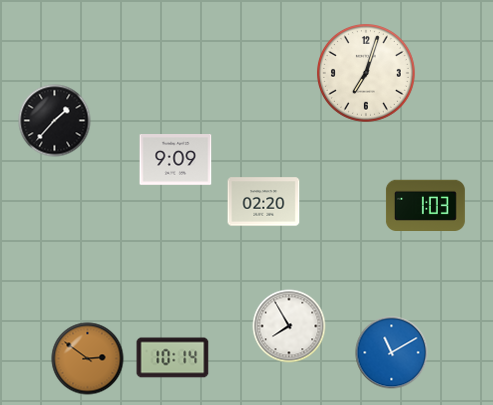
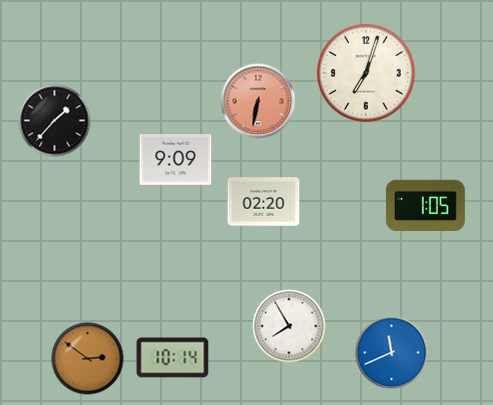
clock at (258, 101): none -> 6:32
clock at (425, 205): 1:03 -> 1:05
clock at (392, 353): 11:10 -> 11:41
